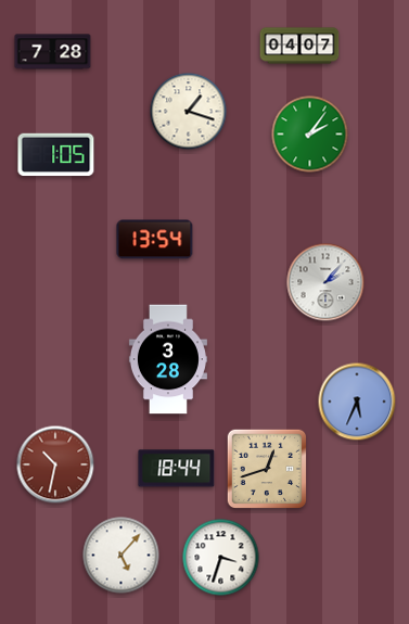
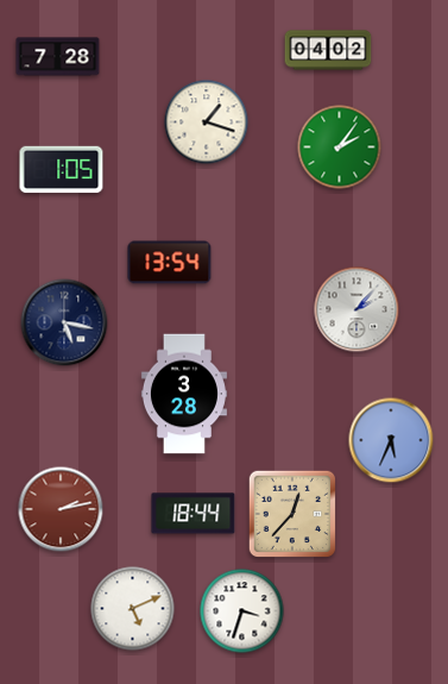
clock at (299, 46): 04:07 -> 04:02
clock at (64, 322): none -> 5:17
clock at (55, 464): 10:32 -> 2:13
clock at (266, 468): 12:42 -> 12:37
clock at (122, 556): 5:07 -> 5:11
